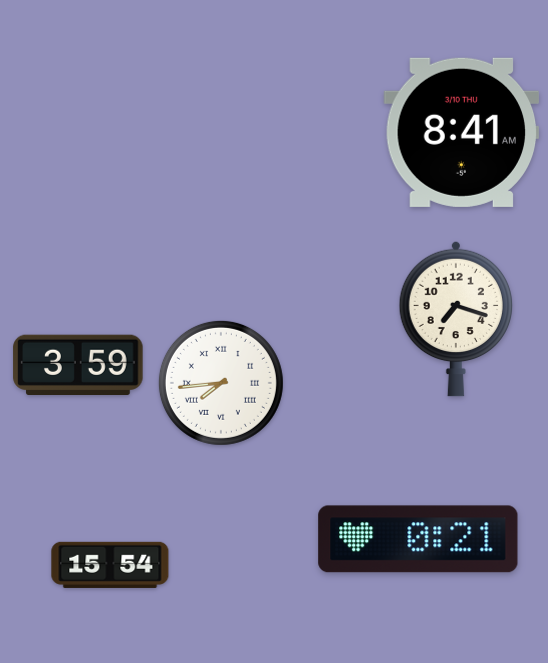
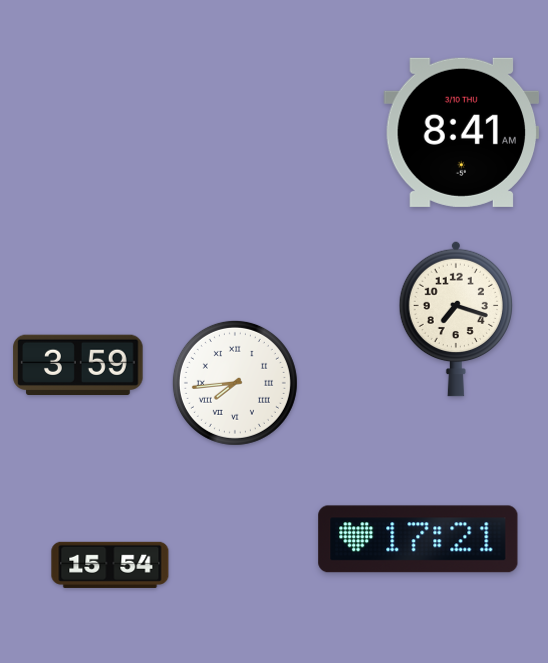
clock at (221, 383) position: (221, 383) -> (235, 383)
clock at (418, 539): 0:21 -> 17:21
